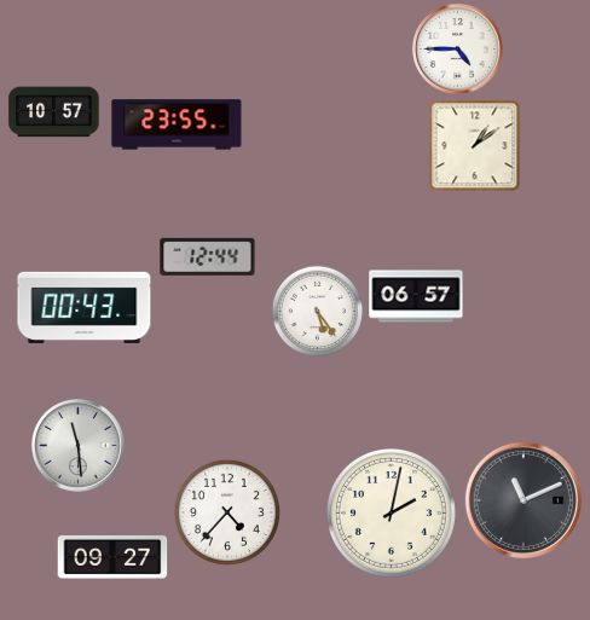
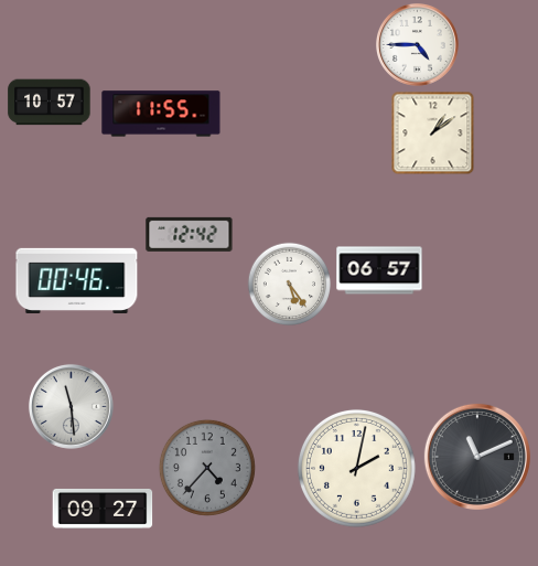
clock at (177, 124): 23:55 -> 11:55
clock at (208, 256): 12:44 -> 12:42
clock at (85, 307): 00:43 -> 00:46
clock at (227, 512) dial: white -> grey
